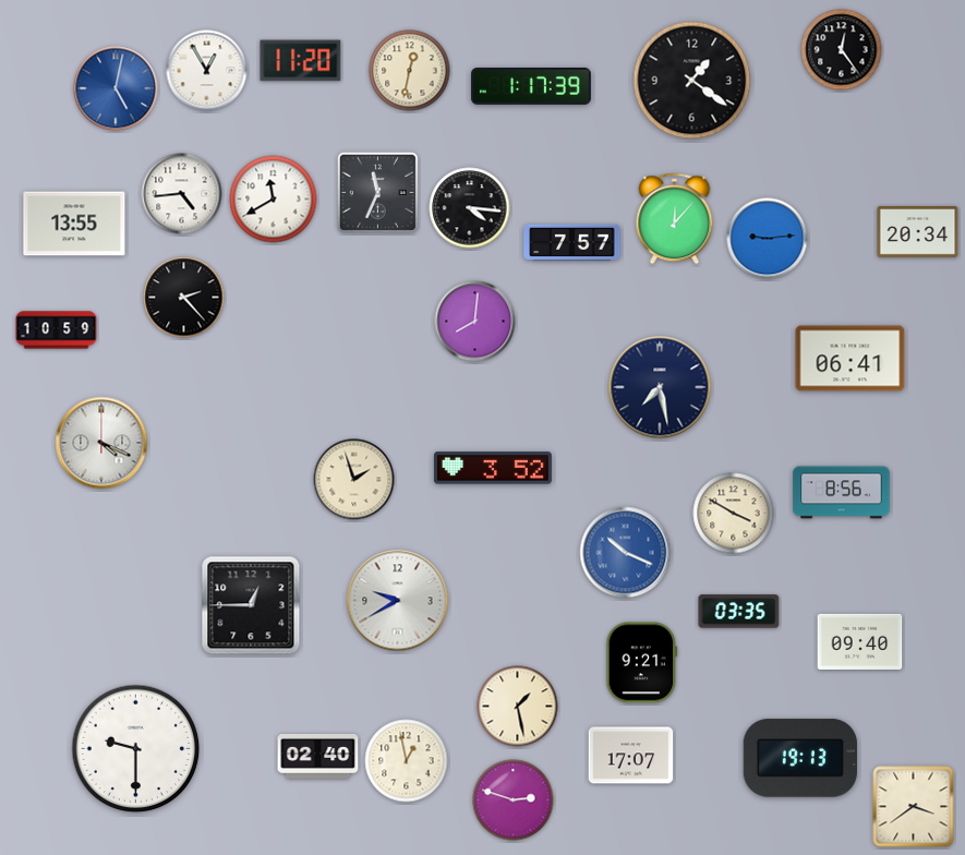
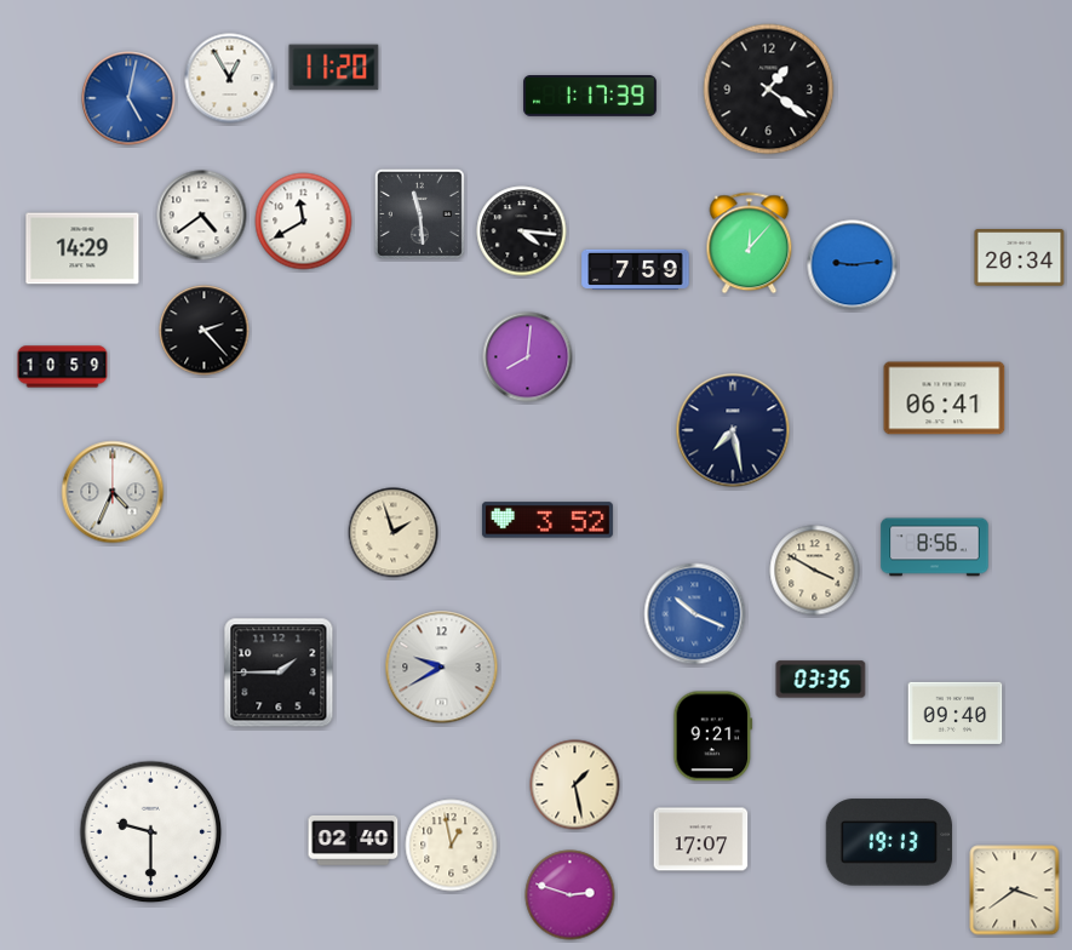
clock at (842, 50): 12:24 -> none
clock at (410, 71): 12:32 -> none
clock at (377, 192): 11:34 -> 11:29
clock at (182, 194): 4:44 -> 4:39
clock at (74, 224): 13:55 -> 14:29
clock at (572, 243): 7:57 -> 7:59
clock at (101, 443): 4:19 -> 4:34
clock at (251, 605): 12:45 -> 1:45
clock at (514, 800) position: (514, 800) -> (571, 895)
clock at (914, 807) position: (914, 807) -> (1015, 891)
